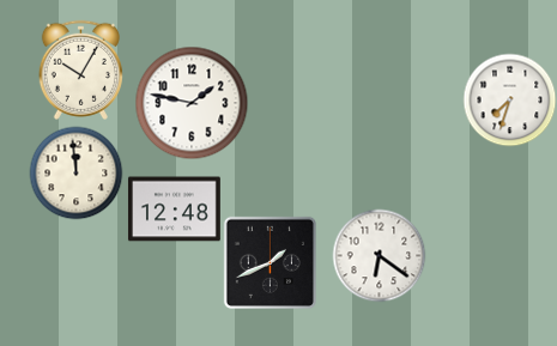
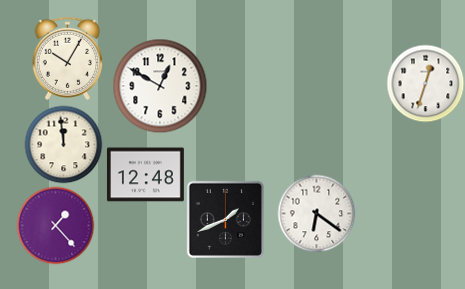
clock at (509, 99): 7:33 -> 12:33
clock at (192, 103): 1:47 -> 12:50
clock at (55, 225): none -> 1:23
